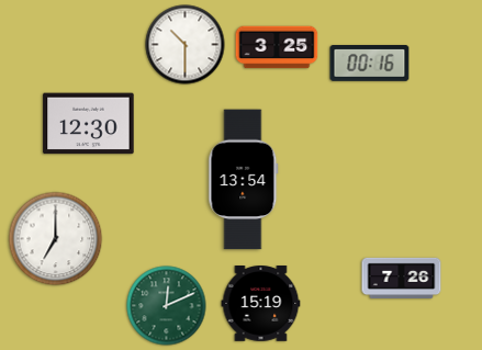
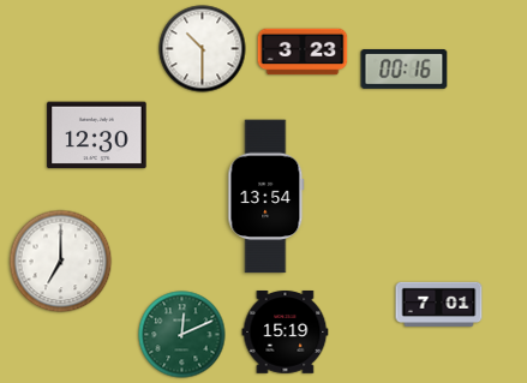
clock at (277, 47): 3:25 -> 3:23
clock at (402, 278): 7:26 -> 7:01
